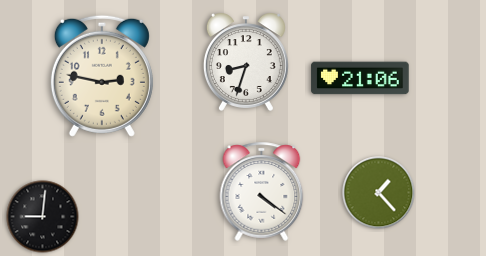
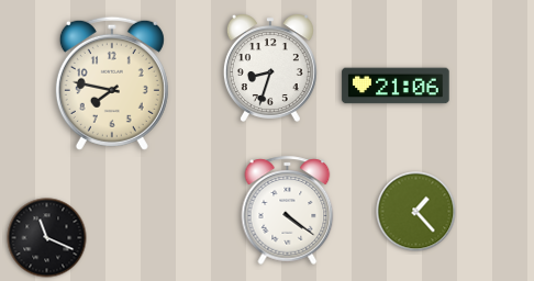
clock at (102, 76): 2:47 -> 7:47
clock at (43, 217): 9:01 -> 11:19
